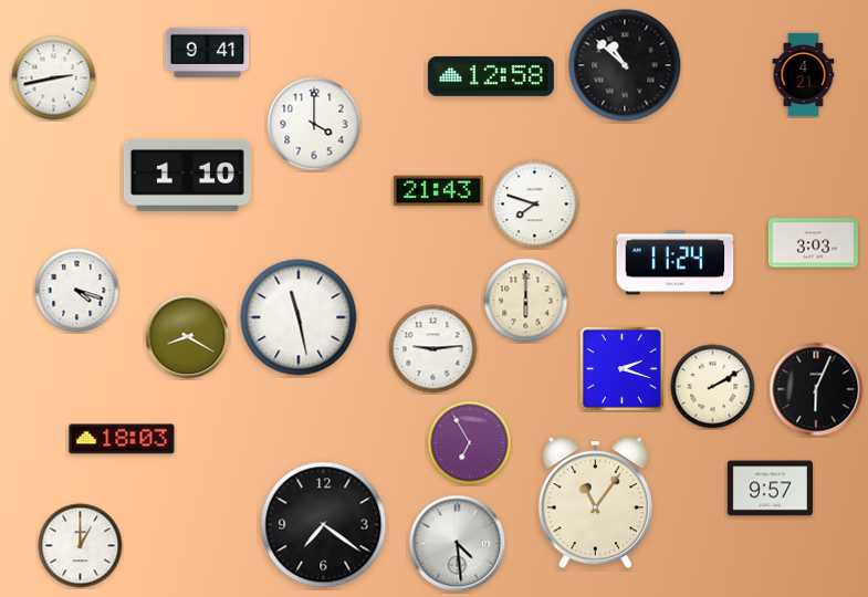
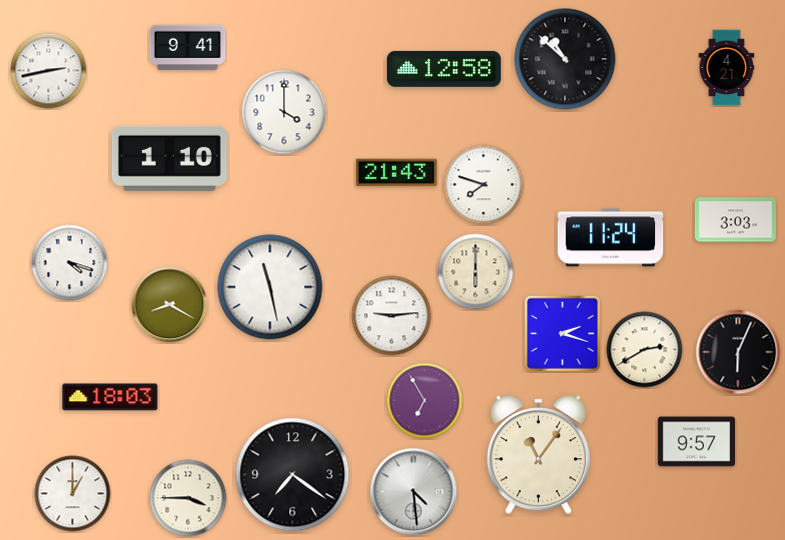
clock at (713, 387): 2:10 -> 2:40
clock at (188, 498): none -> 3:45
